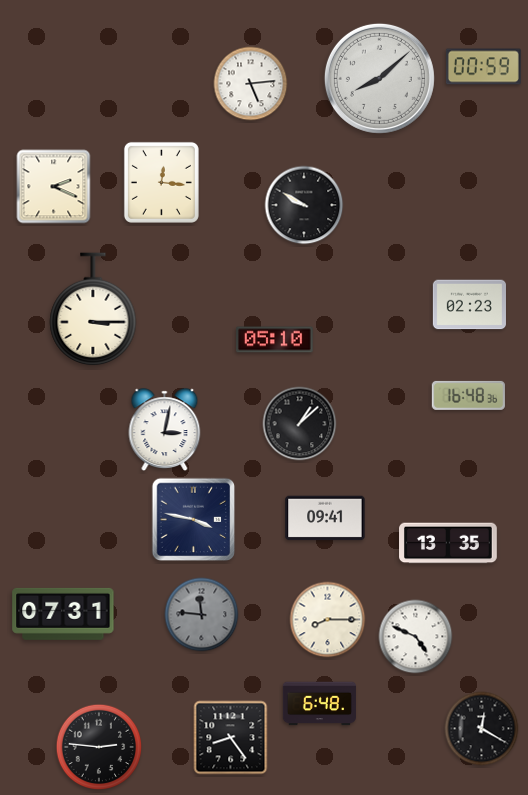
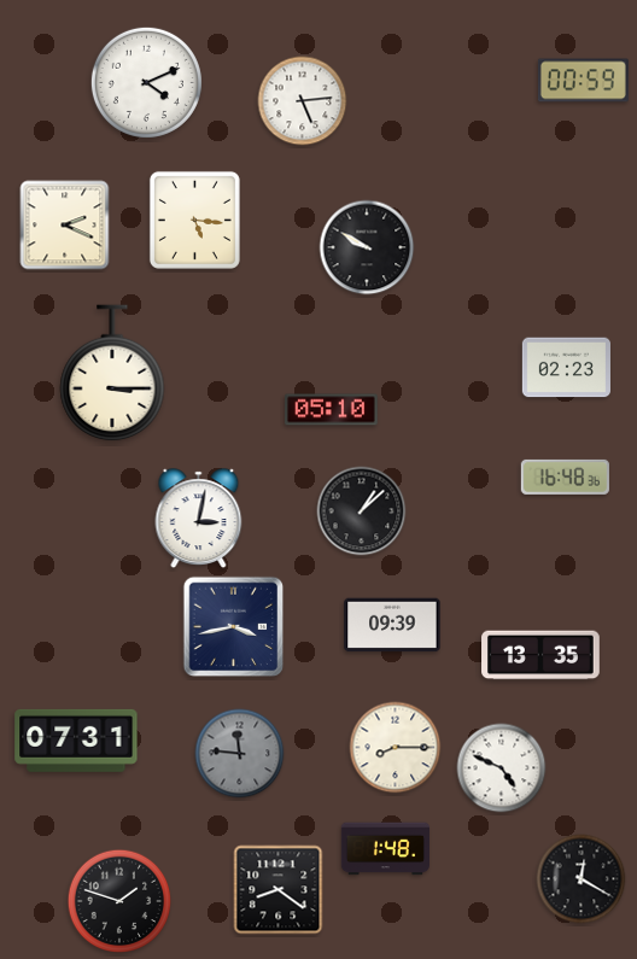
clock at (146, 82): none -> 4:11
clock at (379, 78): 8:08 -> none
clock at (161, 182): 12:16 -> 5:16
clock at (325, 518): 09:41 -> 09:39
clock at (194, 520): 3:47 -> 3:43
clock at (202, 615) position: (202, 615) -> (240, 754)
clock at (319, 704): 6:48 -> 1:48
clock at (231, 738): 8:24 -> 8:21
clock at (99, 747): 2:46 -> 1:48
